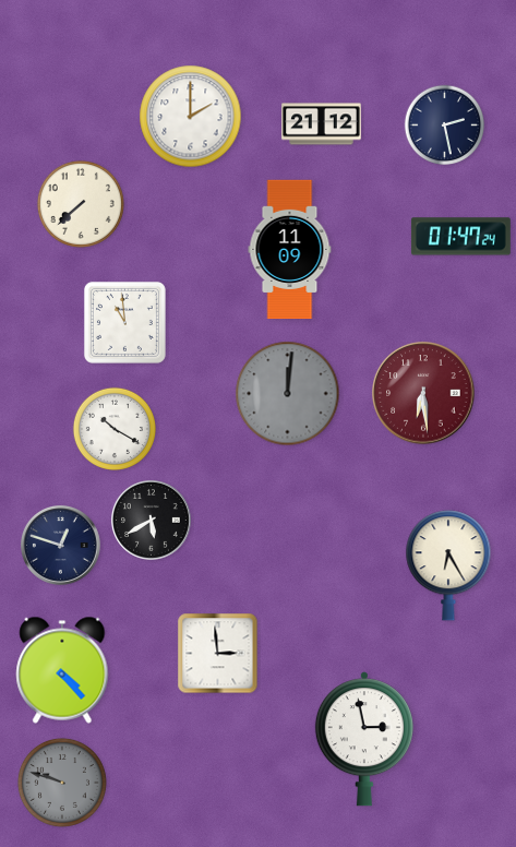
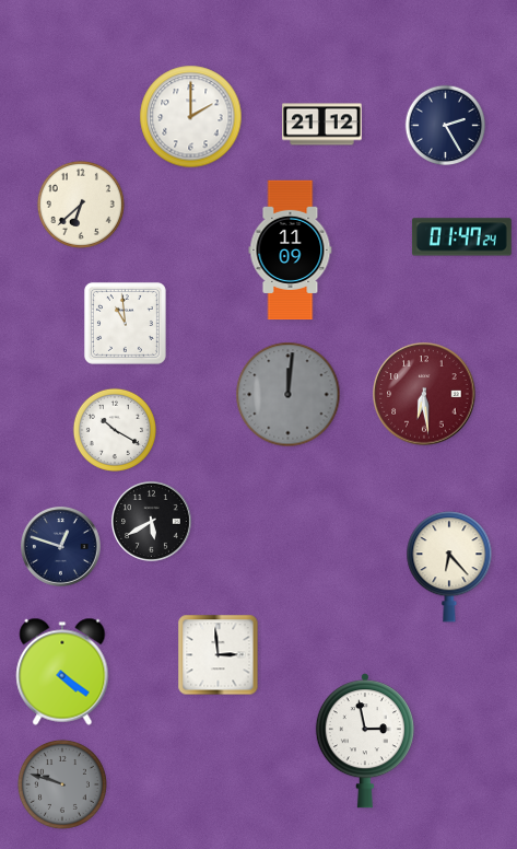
clock at (445, 126): 2:28 -> 2:25
clock at (81, 204): 7:38 -> 6:38
clock at (448, 565): 6:25 -> 6:23
clock at (62, 670): 4:23 -> 4:21
